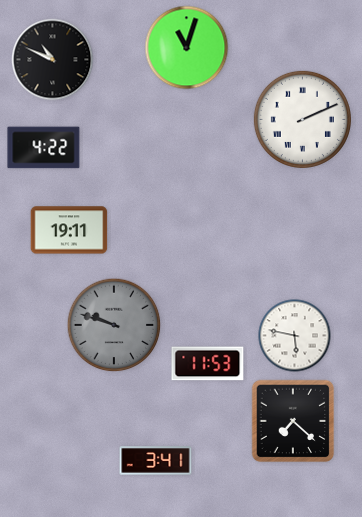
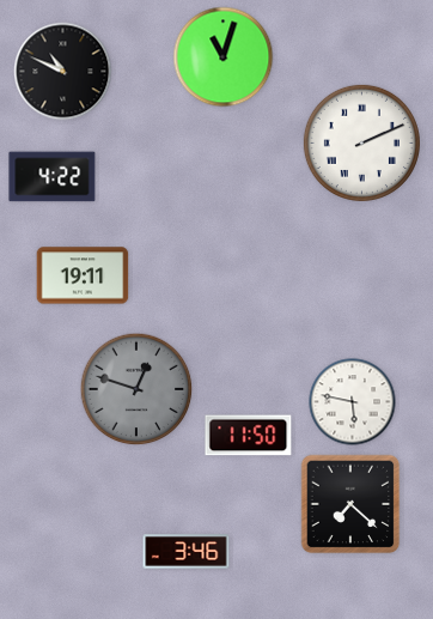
clock at (114, 325): 9:48 -> 12:48
clock at (208, 364): 11:53 -> 11:50
clock at (156, 461): 3:41 -> 3:46
